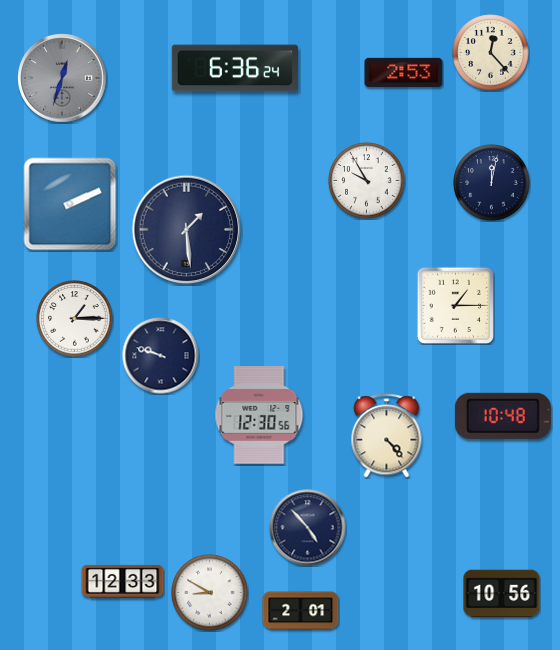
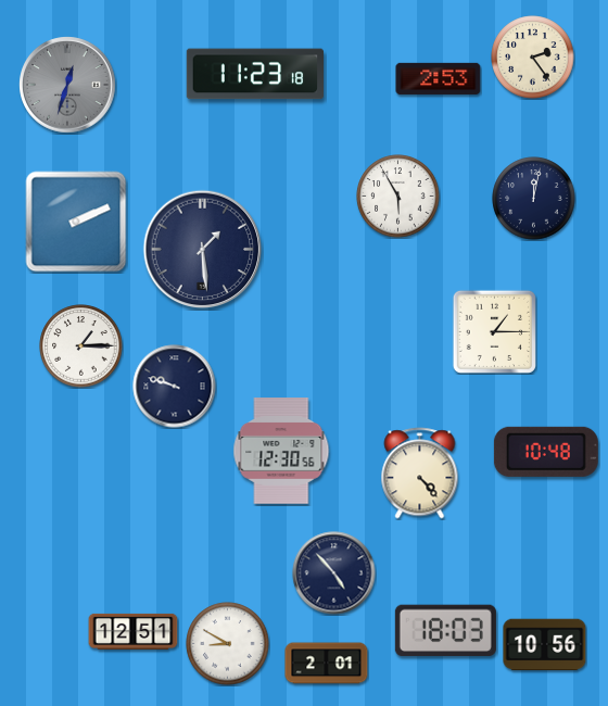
clock at (491, 53): 12:23 -> 2:24
clock at (234, 68): 6:36 -> 11:23
clock at (367, 181): 9:55 -> 5:55
clock at (123, 581): 12:33 -> 12:51
clock at (445, 631): none -> 18:03
